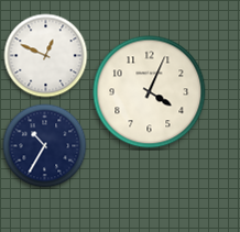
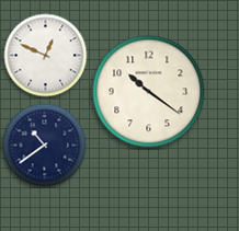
clock at (150, 92): 4:04 -> 10:21
clock at (45, 146): 10:35 -> 10:39
